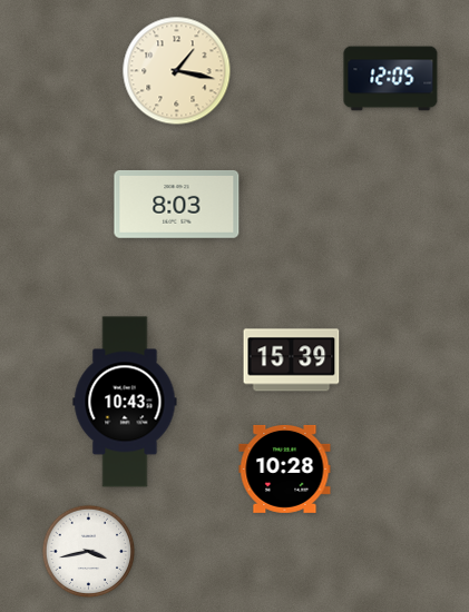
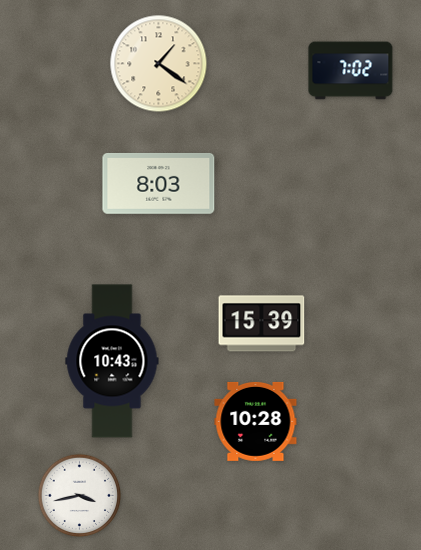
clock at (177, 71): 1:17 -> 1:21
clock at (391, 79): 12:05 -> 7:02
